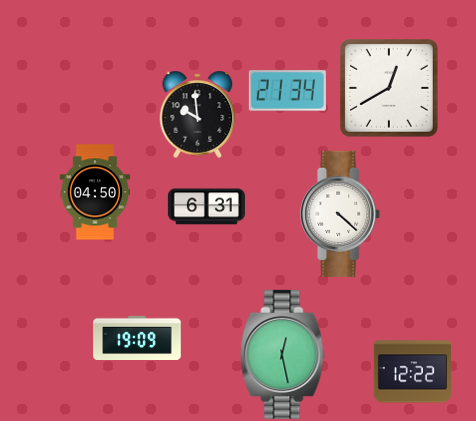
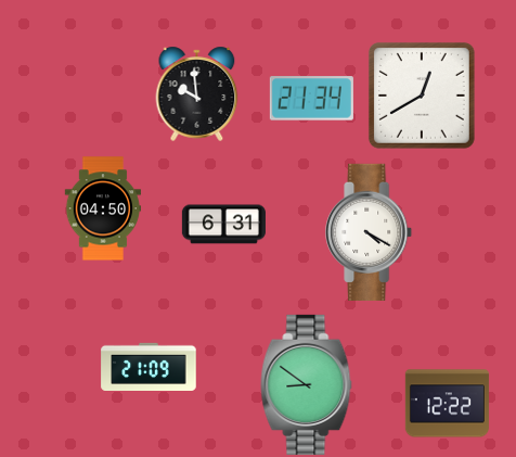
clock at (198, 114) position: (198, 114) -> (197, 93)
clock at (341, 214): 4:22 -> 4:20
clock at (137, 337): 19:09 -> 21:09
clock at (283, 354): 12:28 -> 8:51
